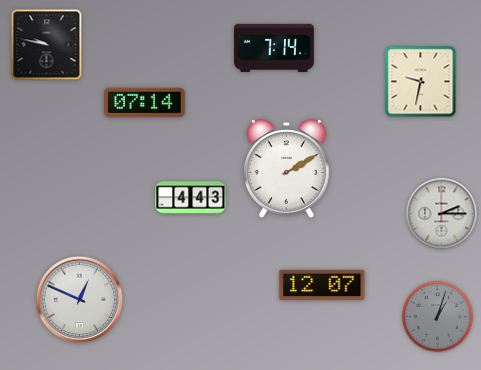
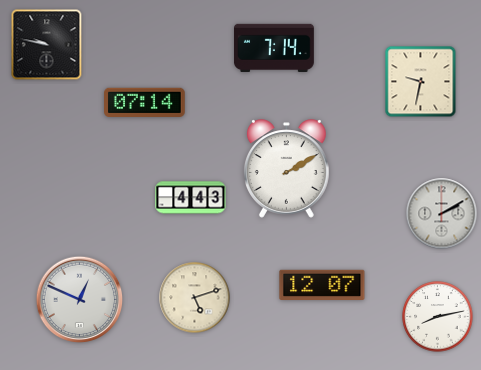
clock at (442, 214): 2:15 -> 2:10
clock at (195, 298): none -> 5:12
clock at (438, 317): 1:03 -> 8:13
clock at (438, 317) dial: grey -> white
